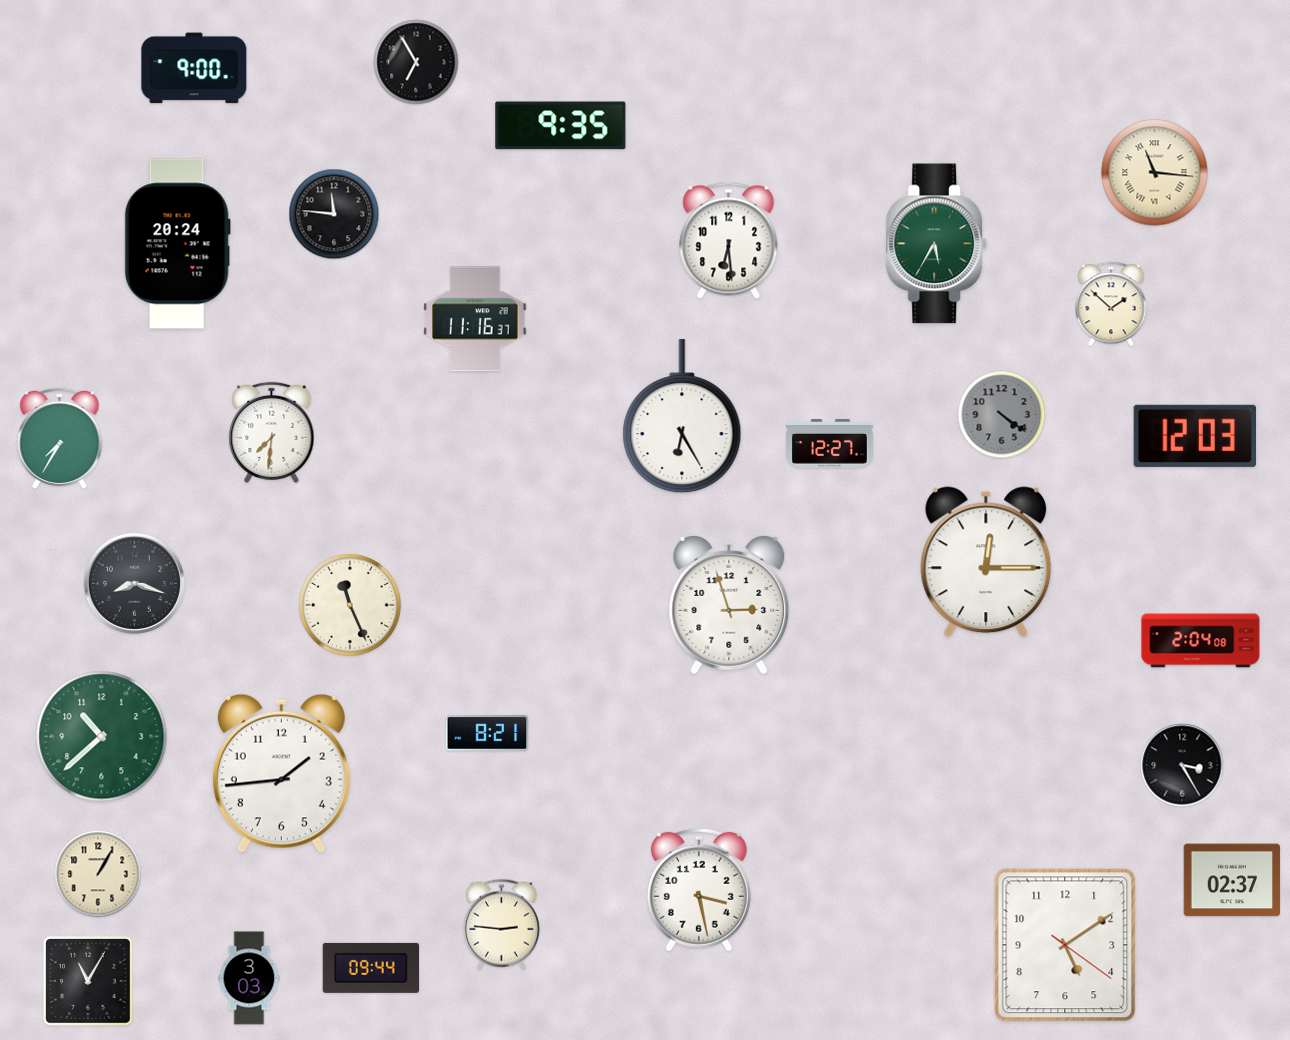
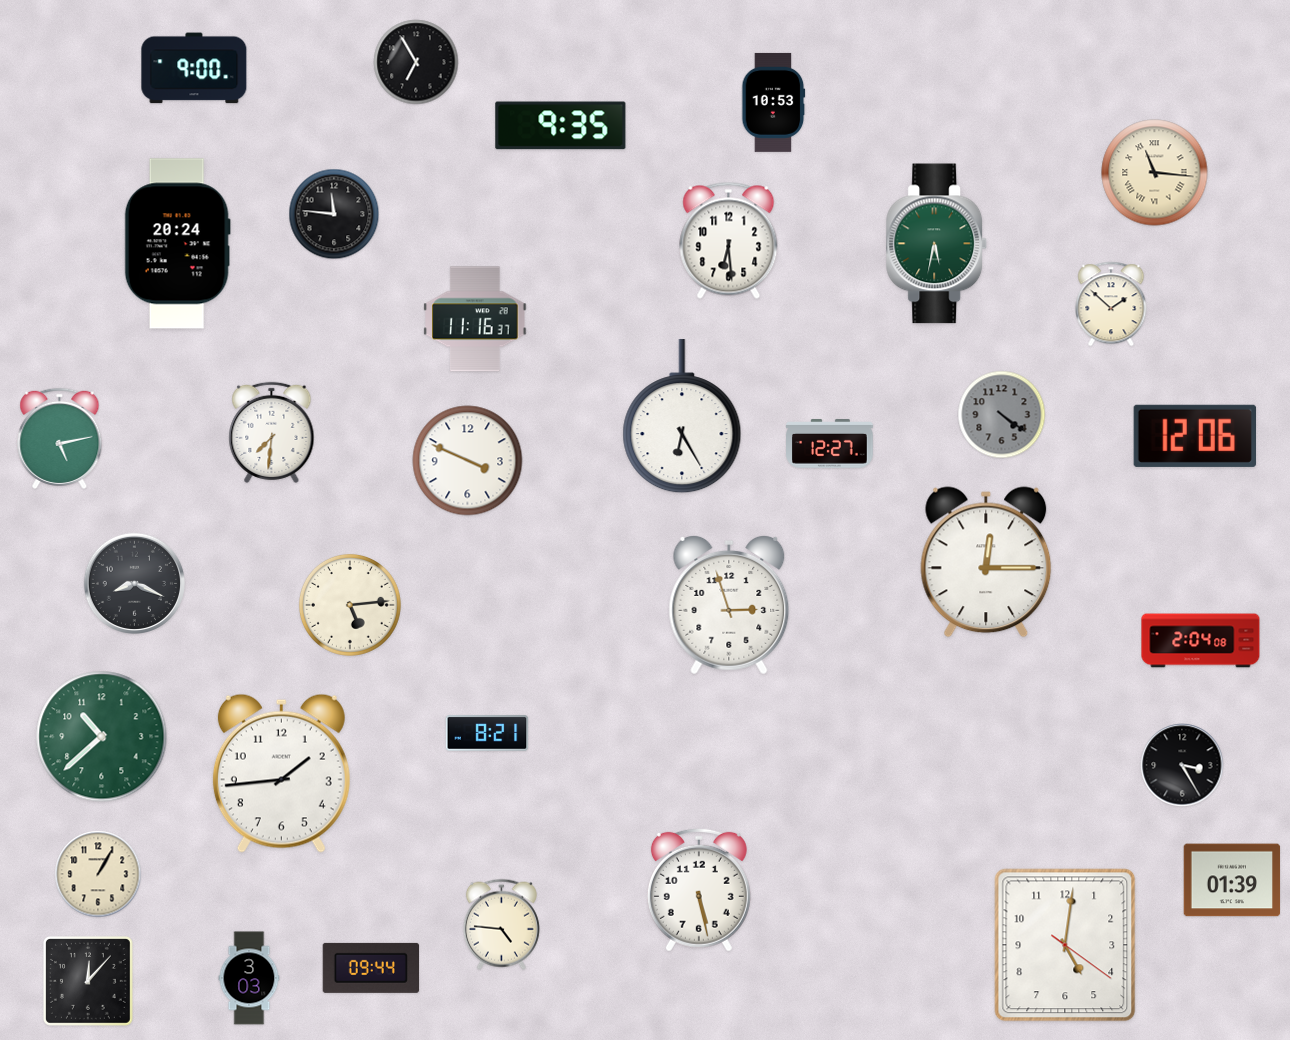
clock at (774, 102): none -> 10:53
clock at (937, 244): 5:35 -> 5:32
clock at (1194, 436): 12:03 -> 12:06
clock at (60, 438): 7:35 -> 5:13
clock at (468, 461): none -> 3:49
clock at (134, 583): 8:18 -> 8:19
clock at (350, 605): 11:26 -> 5:14
clock at (1232, 880): 02:37 -> 01:39
clock at (699, 890): 3:28 -> 5:28
clock at (501, 924): 2:46 -> 4:46
clock at (1065, 945): 5:09 -> 5:01
clock at (88, 981): 11:05 -> 12:07
